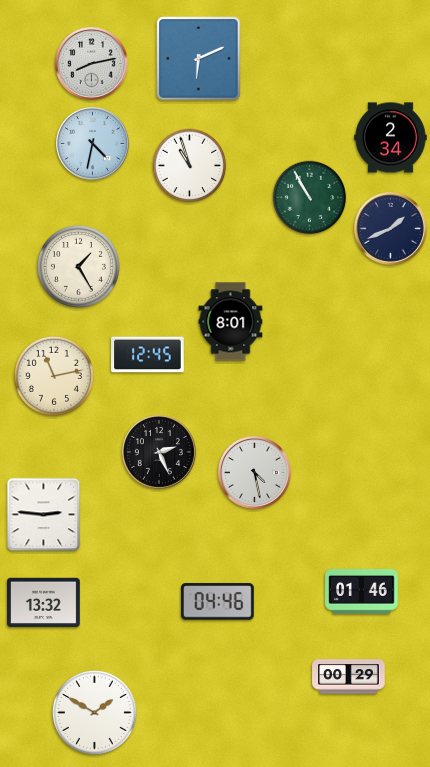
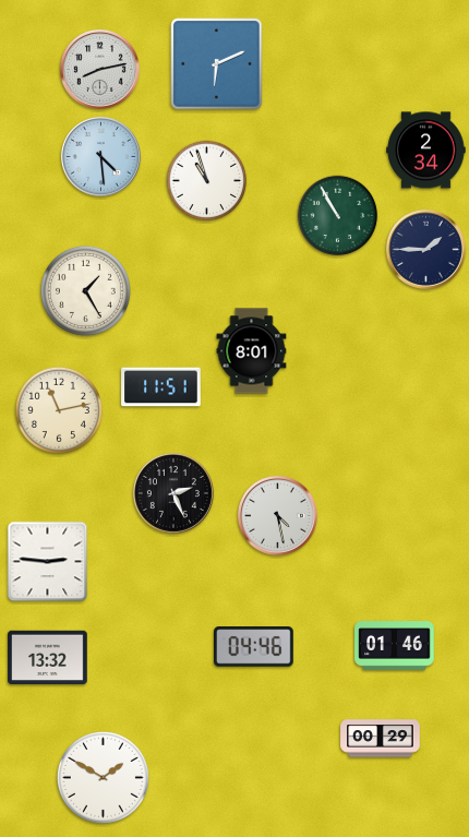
clock at (92, 143): 4:32 -> 4:29
clock at (390, 228): 1:41 -> 1:45
clock at (148, 355): 12:45 -> 11:51
clock at (218, 602) position: (218, 602) -> (254, 647)
